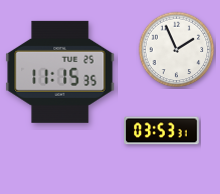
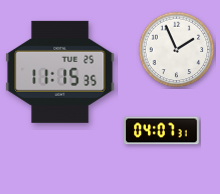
clock at (162, 131): 03:53 -> 04:07
